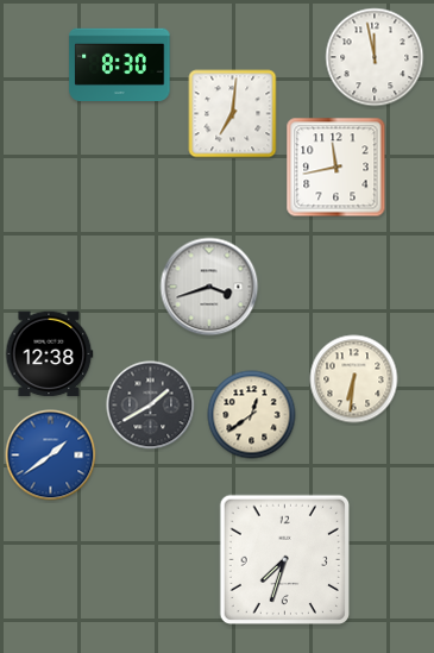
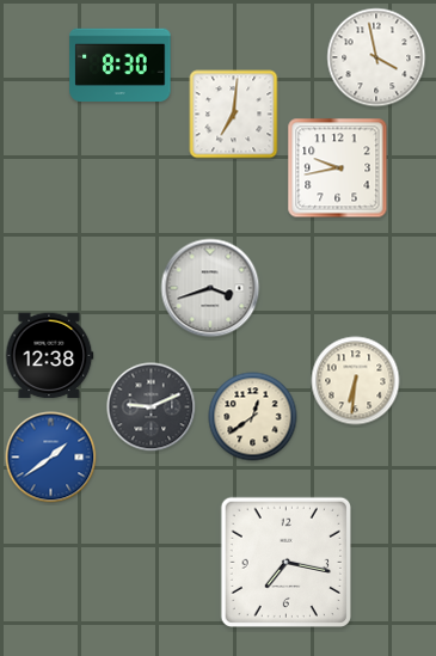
clock at (375, 57): 11:58 -> 3:58
clock at (336, 168): 11:43 -> 9:43
clock at (151, 406): 1:40 -> 9:11
clock at (284, 559): 7:33 -> 7:17
